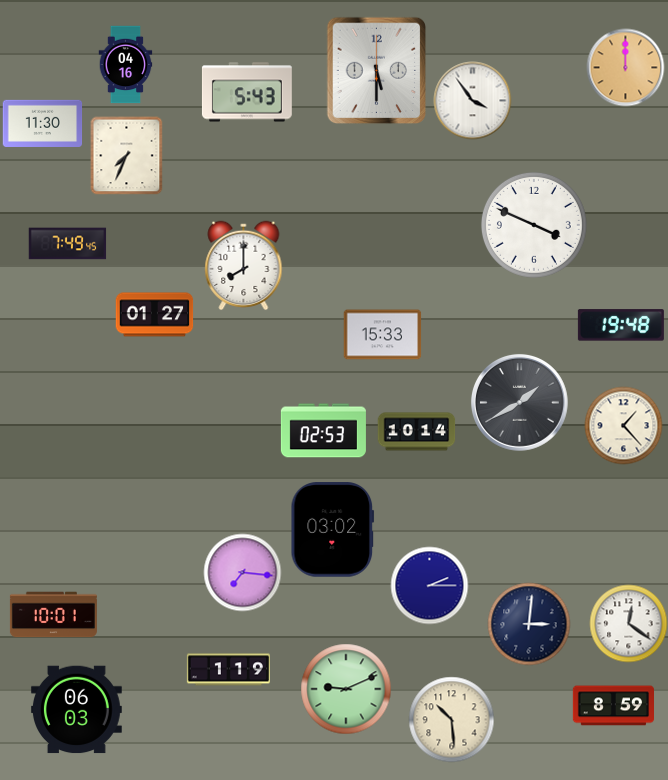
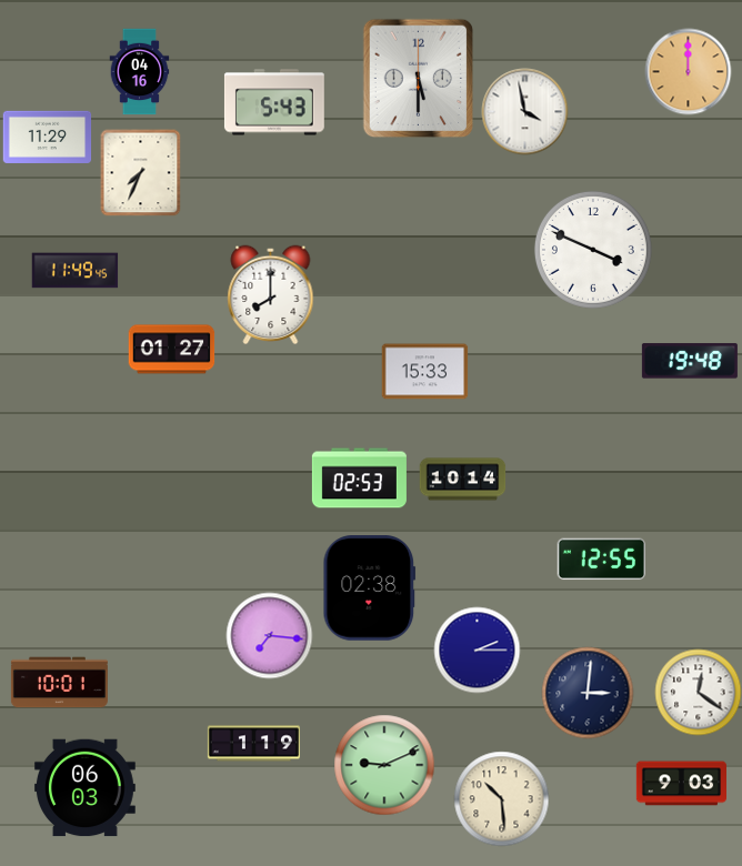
clock at (625, 67) position: (625, 67) -> (688, 71)
clock at (472, 100): 3:54 -> 3:58
clock at (42, 123): 11:30 -> 11:29
clock at (67, 244): 7:49 -> 11:49
clock at (519, 402): 1:40 -> none
clock at (623, 425): 1:23 -> none
clock at (601, 560): none -> 12:55
clock at (332, 530): 03:02 -> 02:38
clock at (613, 706): 8:59 -> 9:03
